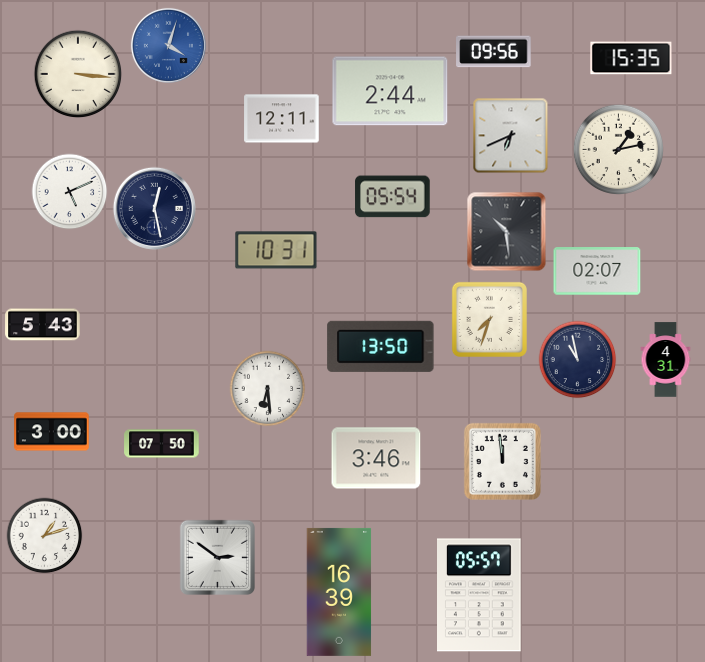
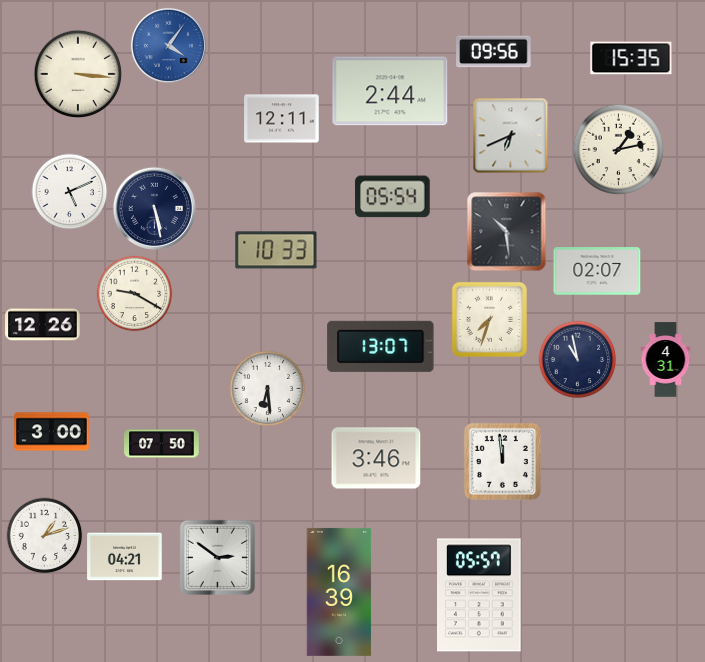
clock at (168, 45): 4:03 -> 4:06
clock at (154, 208): 12:28 -> 5:28
clock at (276, 250): 10:31 -> 10:33
clock at (135, 294): none -> 9:20
clock at (43, 325): 5:43 -> 12:26
clock at (381, 346): 13:50 -> 13:07
clock at (125, 557): none -> 04:21
